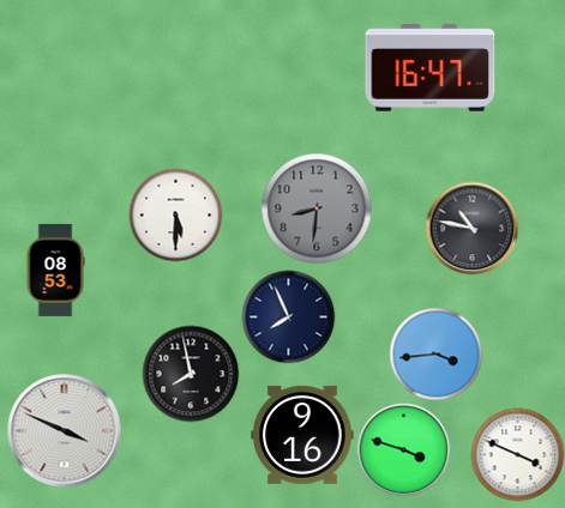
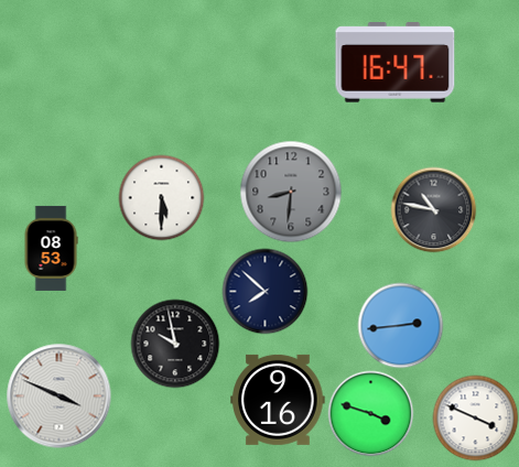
clock at (288, 316): 7:56 -> 7:52
clock at (435, 353): 3:44 -> 2:44
clock at (191, 374): 7:58 -> 9:58
